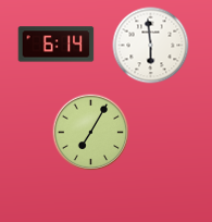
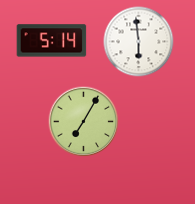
clock at (57, 45): 6:14 -> 5:14
